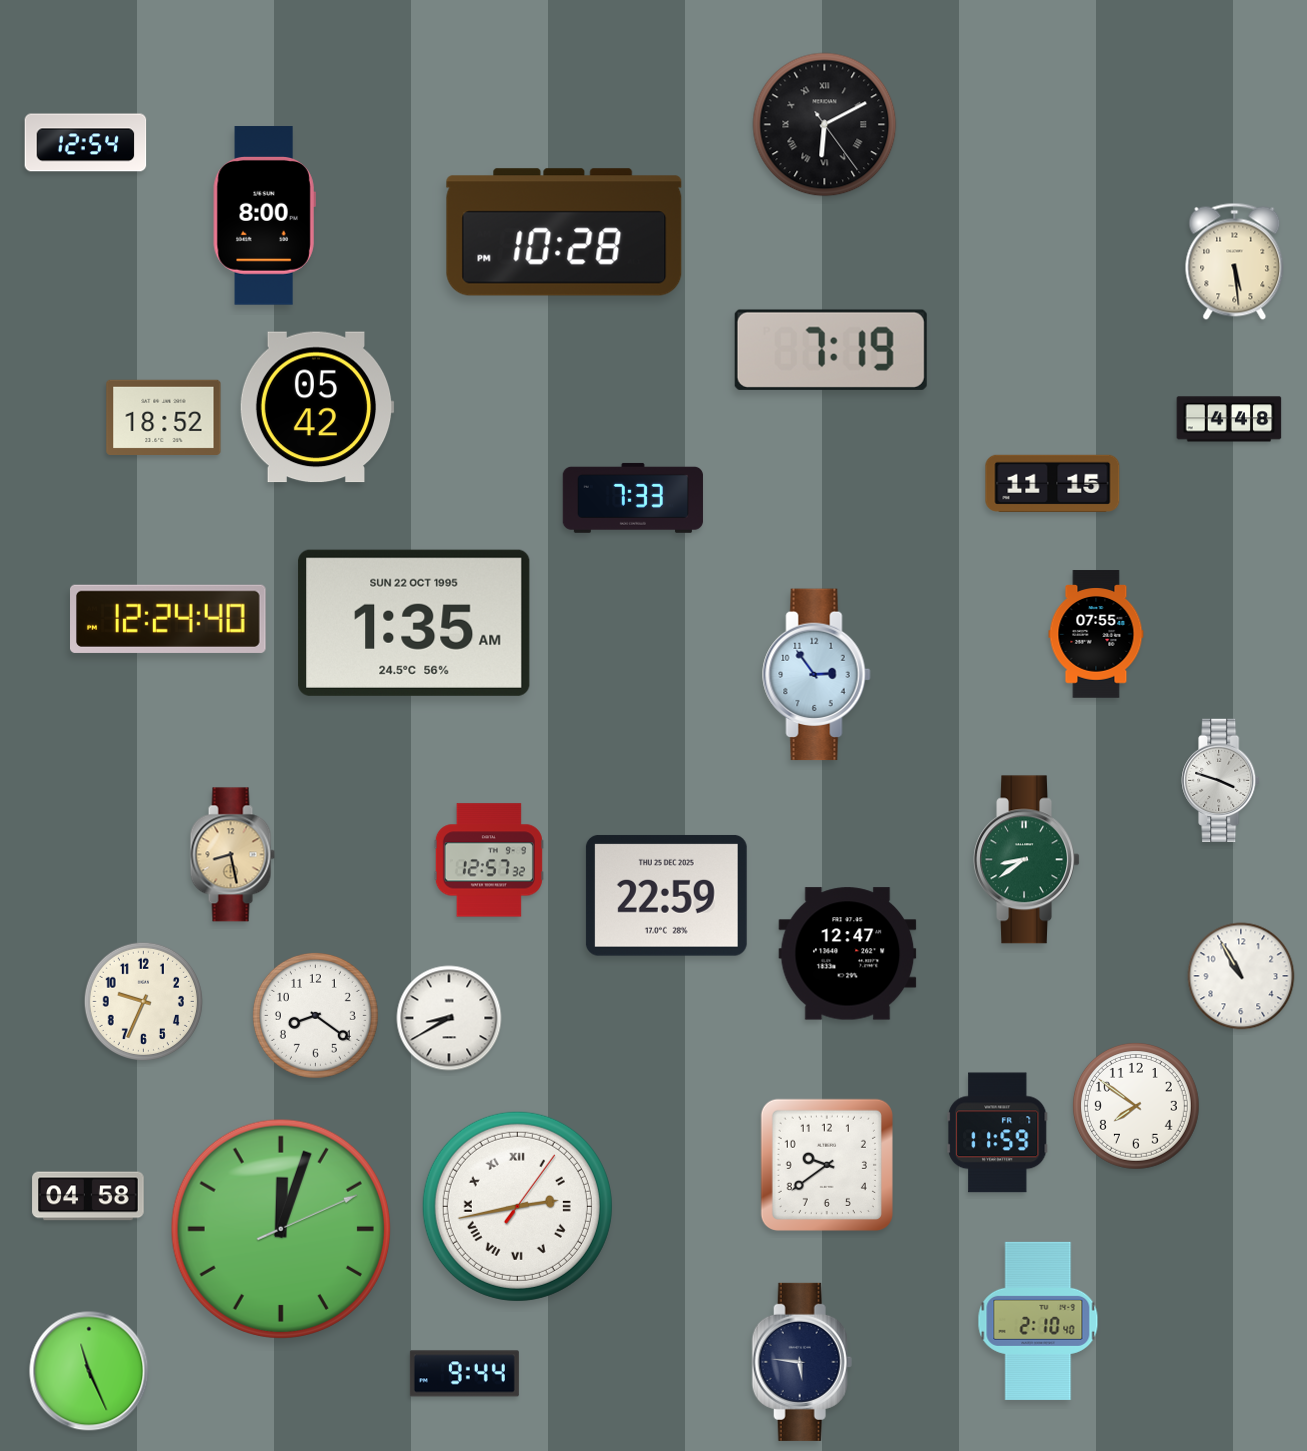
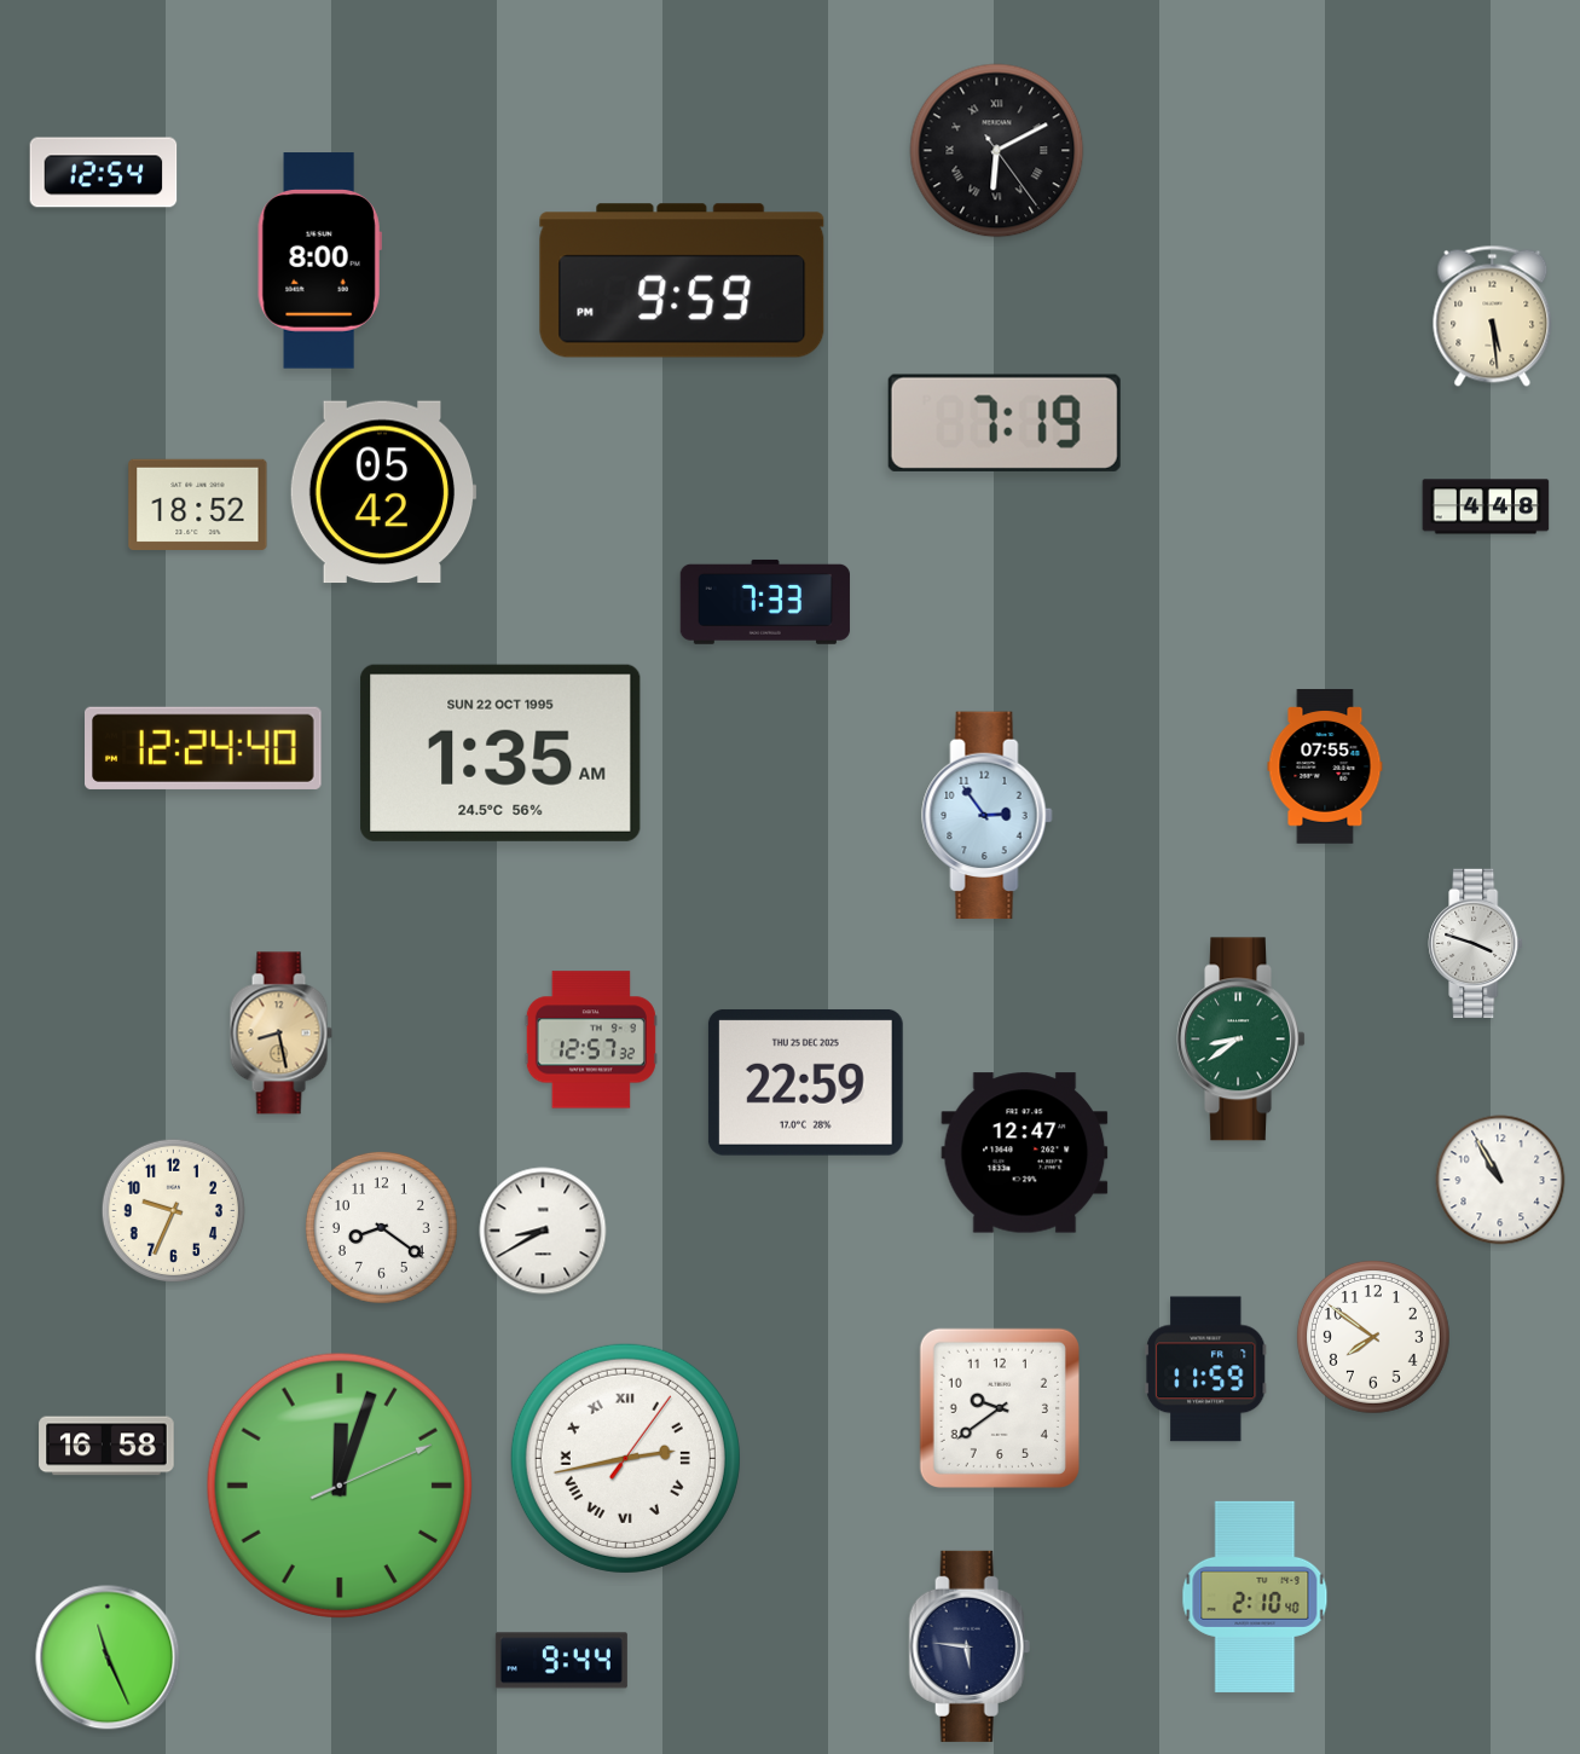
clock at (564, 232): 10:28 -> 9:59
clock at (1053, 483): 11:15 -> none
clock at (88, 1196): 04:58 -> 16:58
